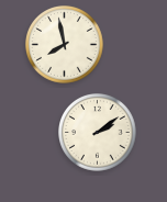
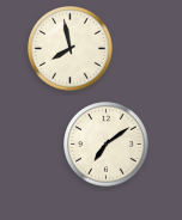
clock at (98, 133): 2:09 -> 7:09
